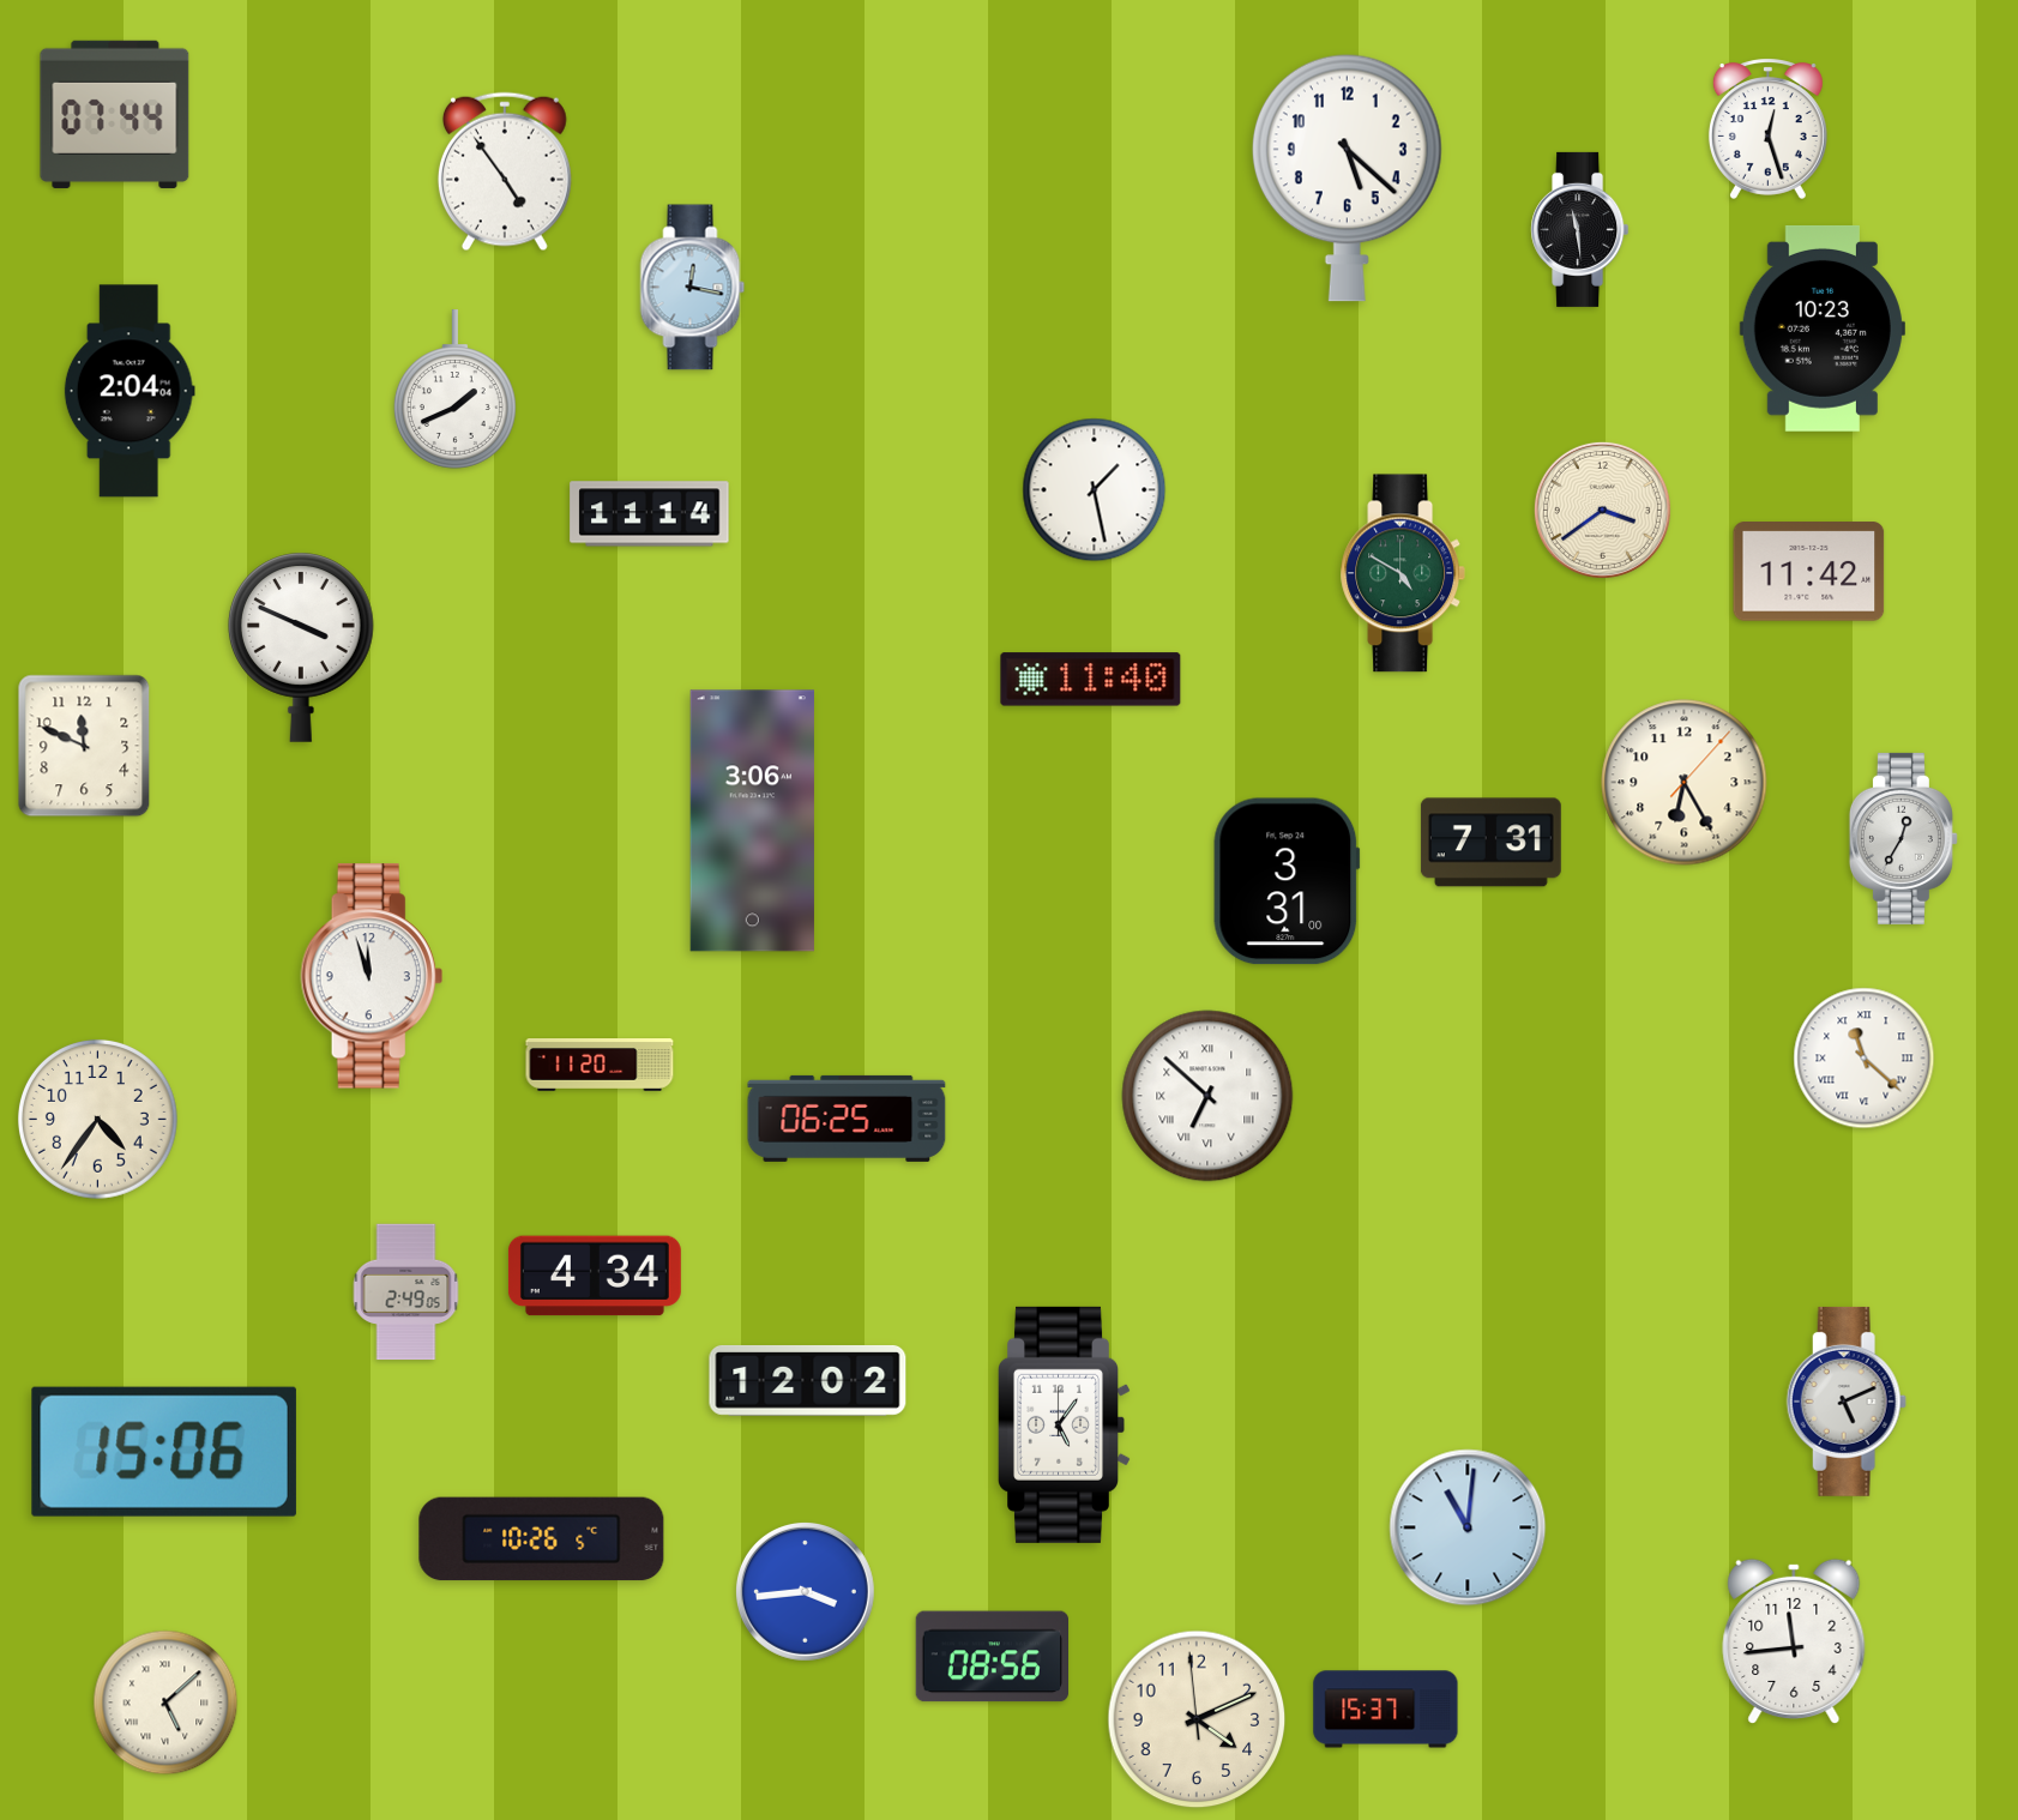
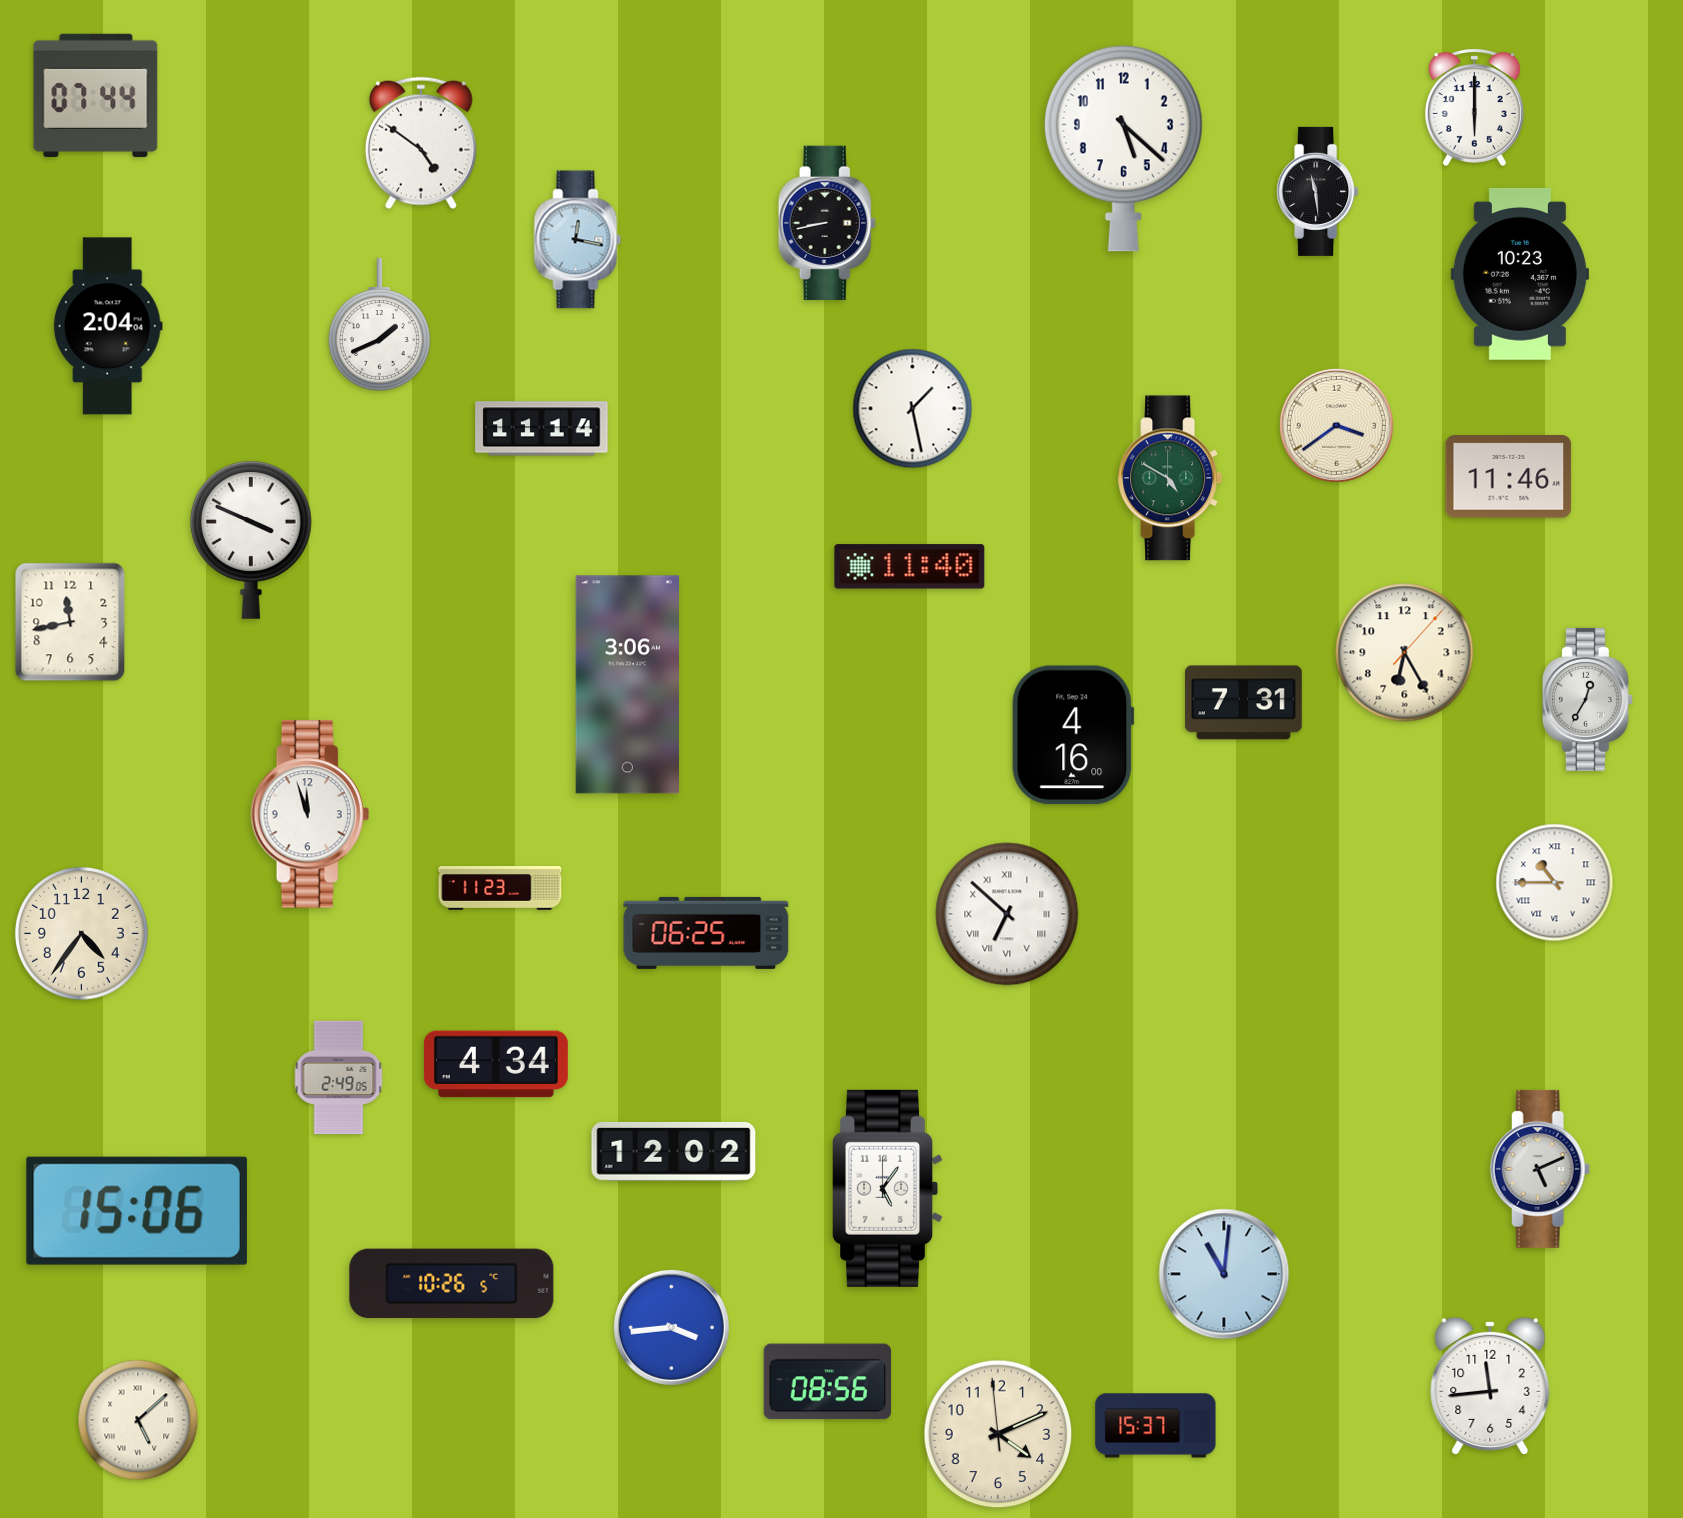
clock at (1767, 128): 12:27 -> 6:00
clock at (505, 171): 4:54 -> 4:51
clock at (827, 222): none -> 8:43
clock at (1809, 572): 11:42 -> 11:46
clock at (84, 746): 11:49 -> 11:43
clock at (1287, 881): 3:31 -> 4:16
clock at (1865, 1059): 11:22 -> 10:45
clock at (600, 1066): 11:20 -> 11:23
clock at (1794, 1640) position: (1794, 1640) -> (1490, 1385)
